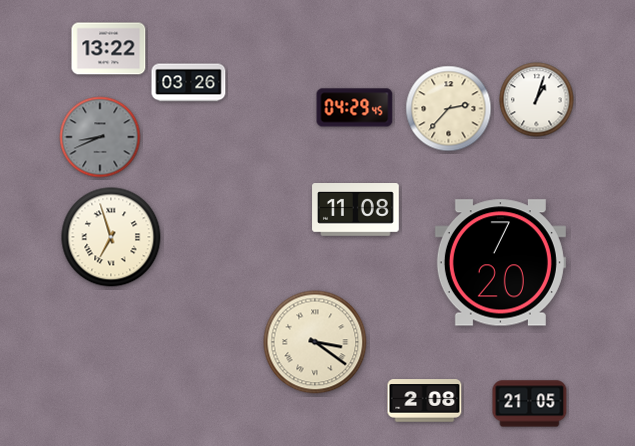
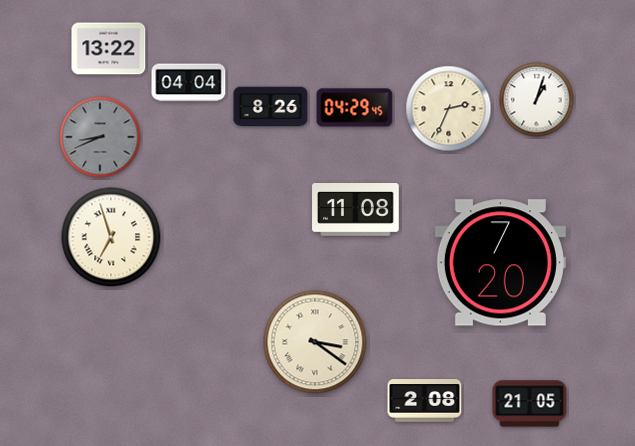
clock at (189, 83): 03:26 -> 04:04
clock at (271, 107): none -> 8:26
clock at (449, 109): 2:37 -> 2:34
